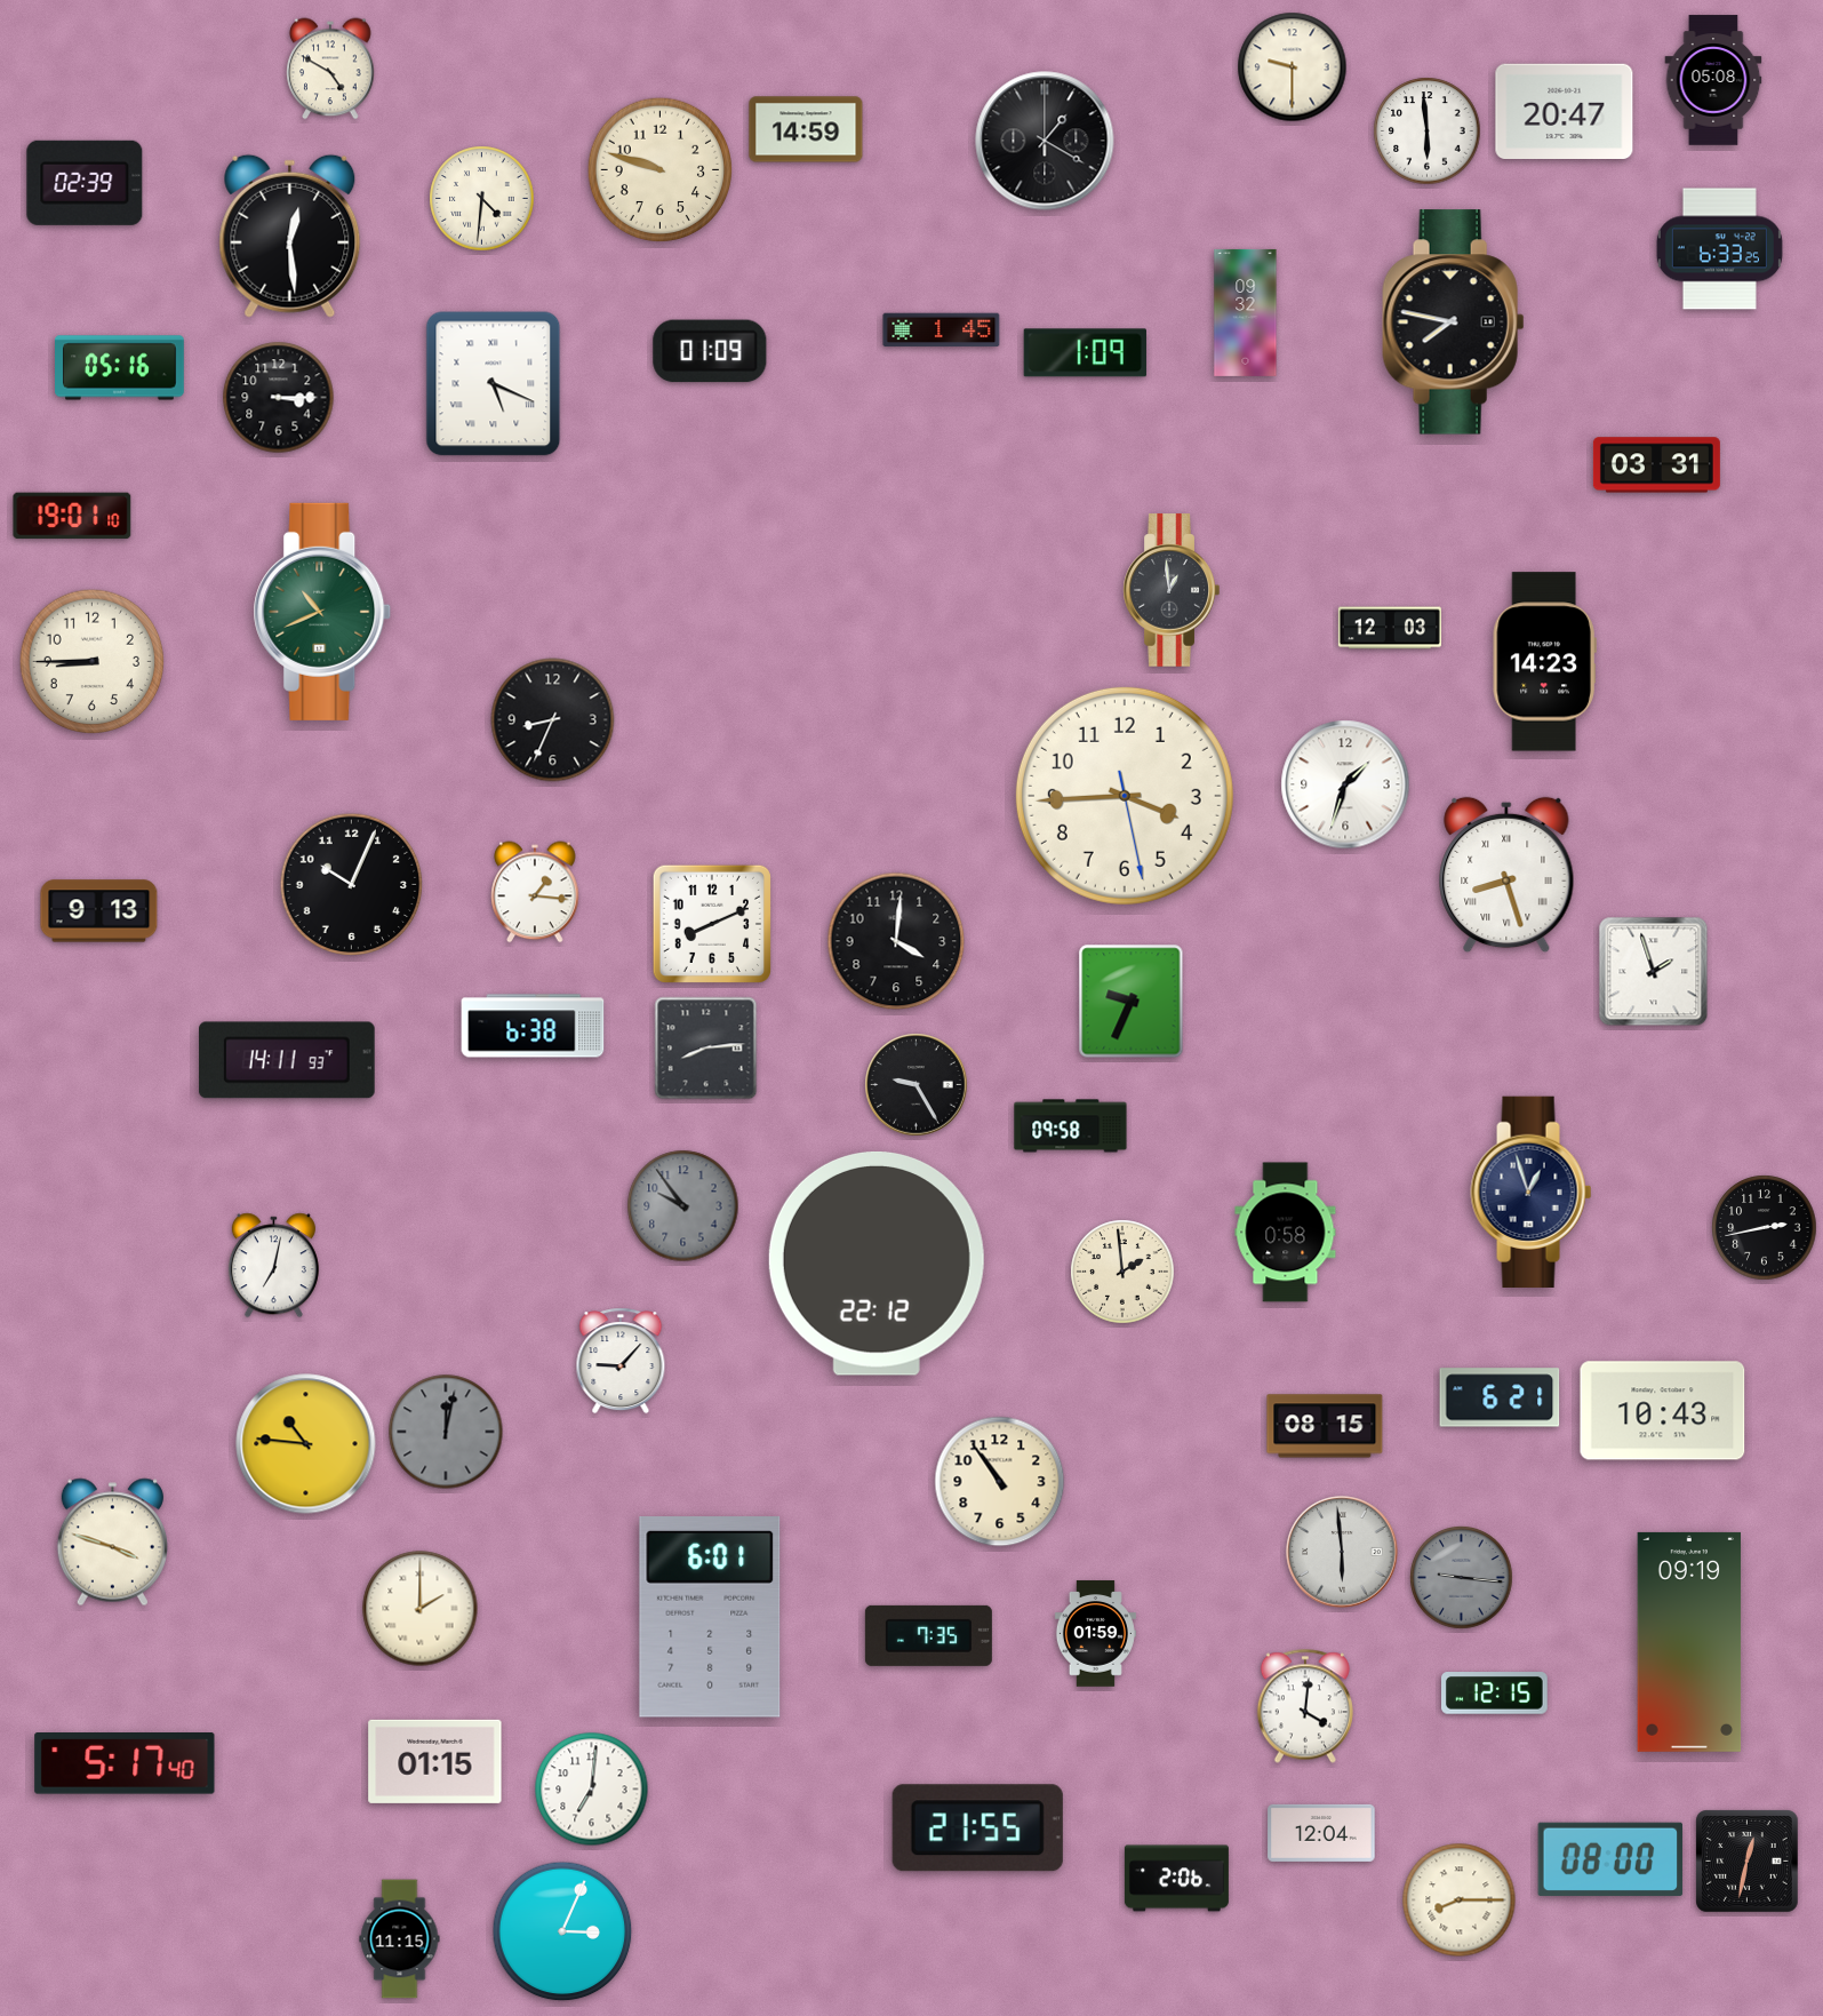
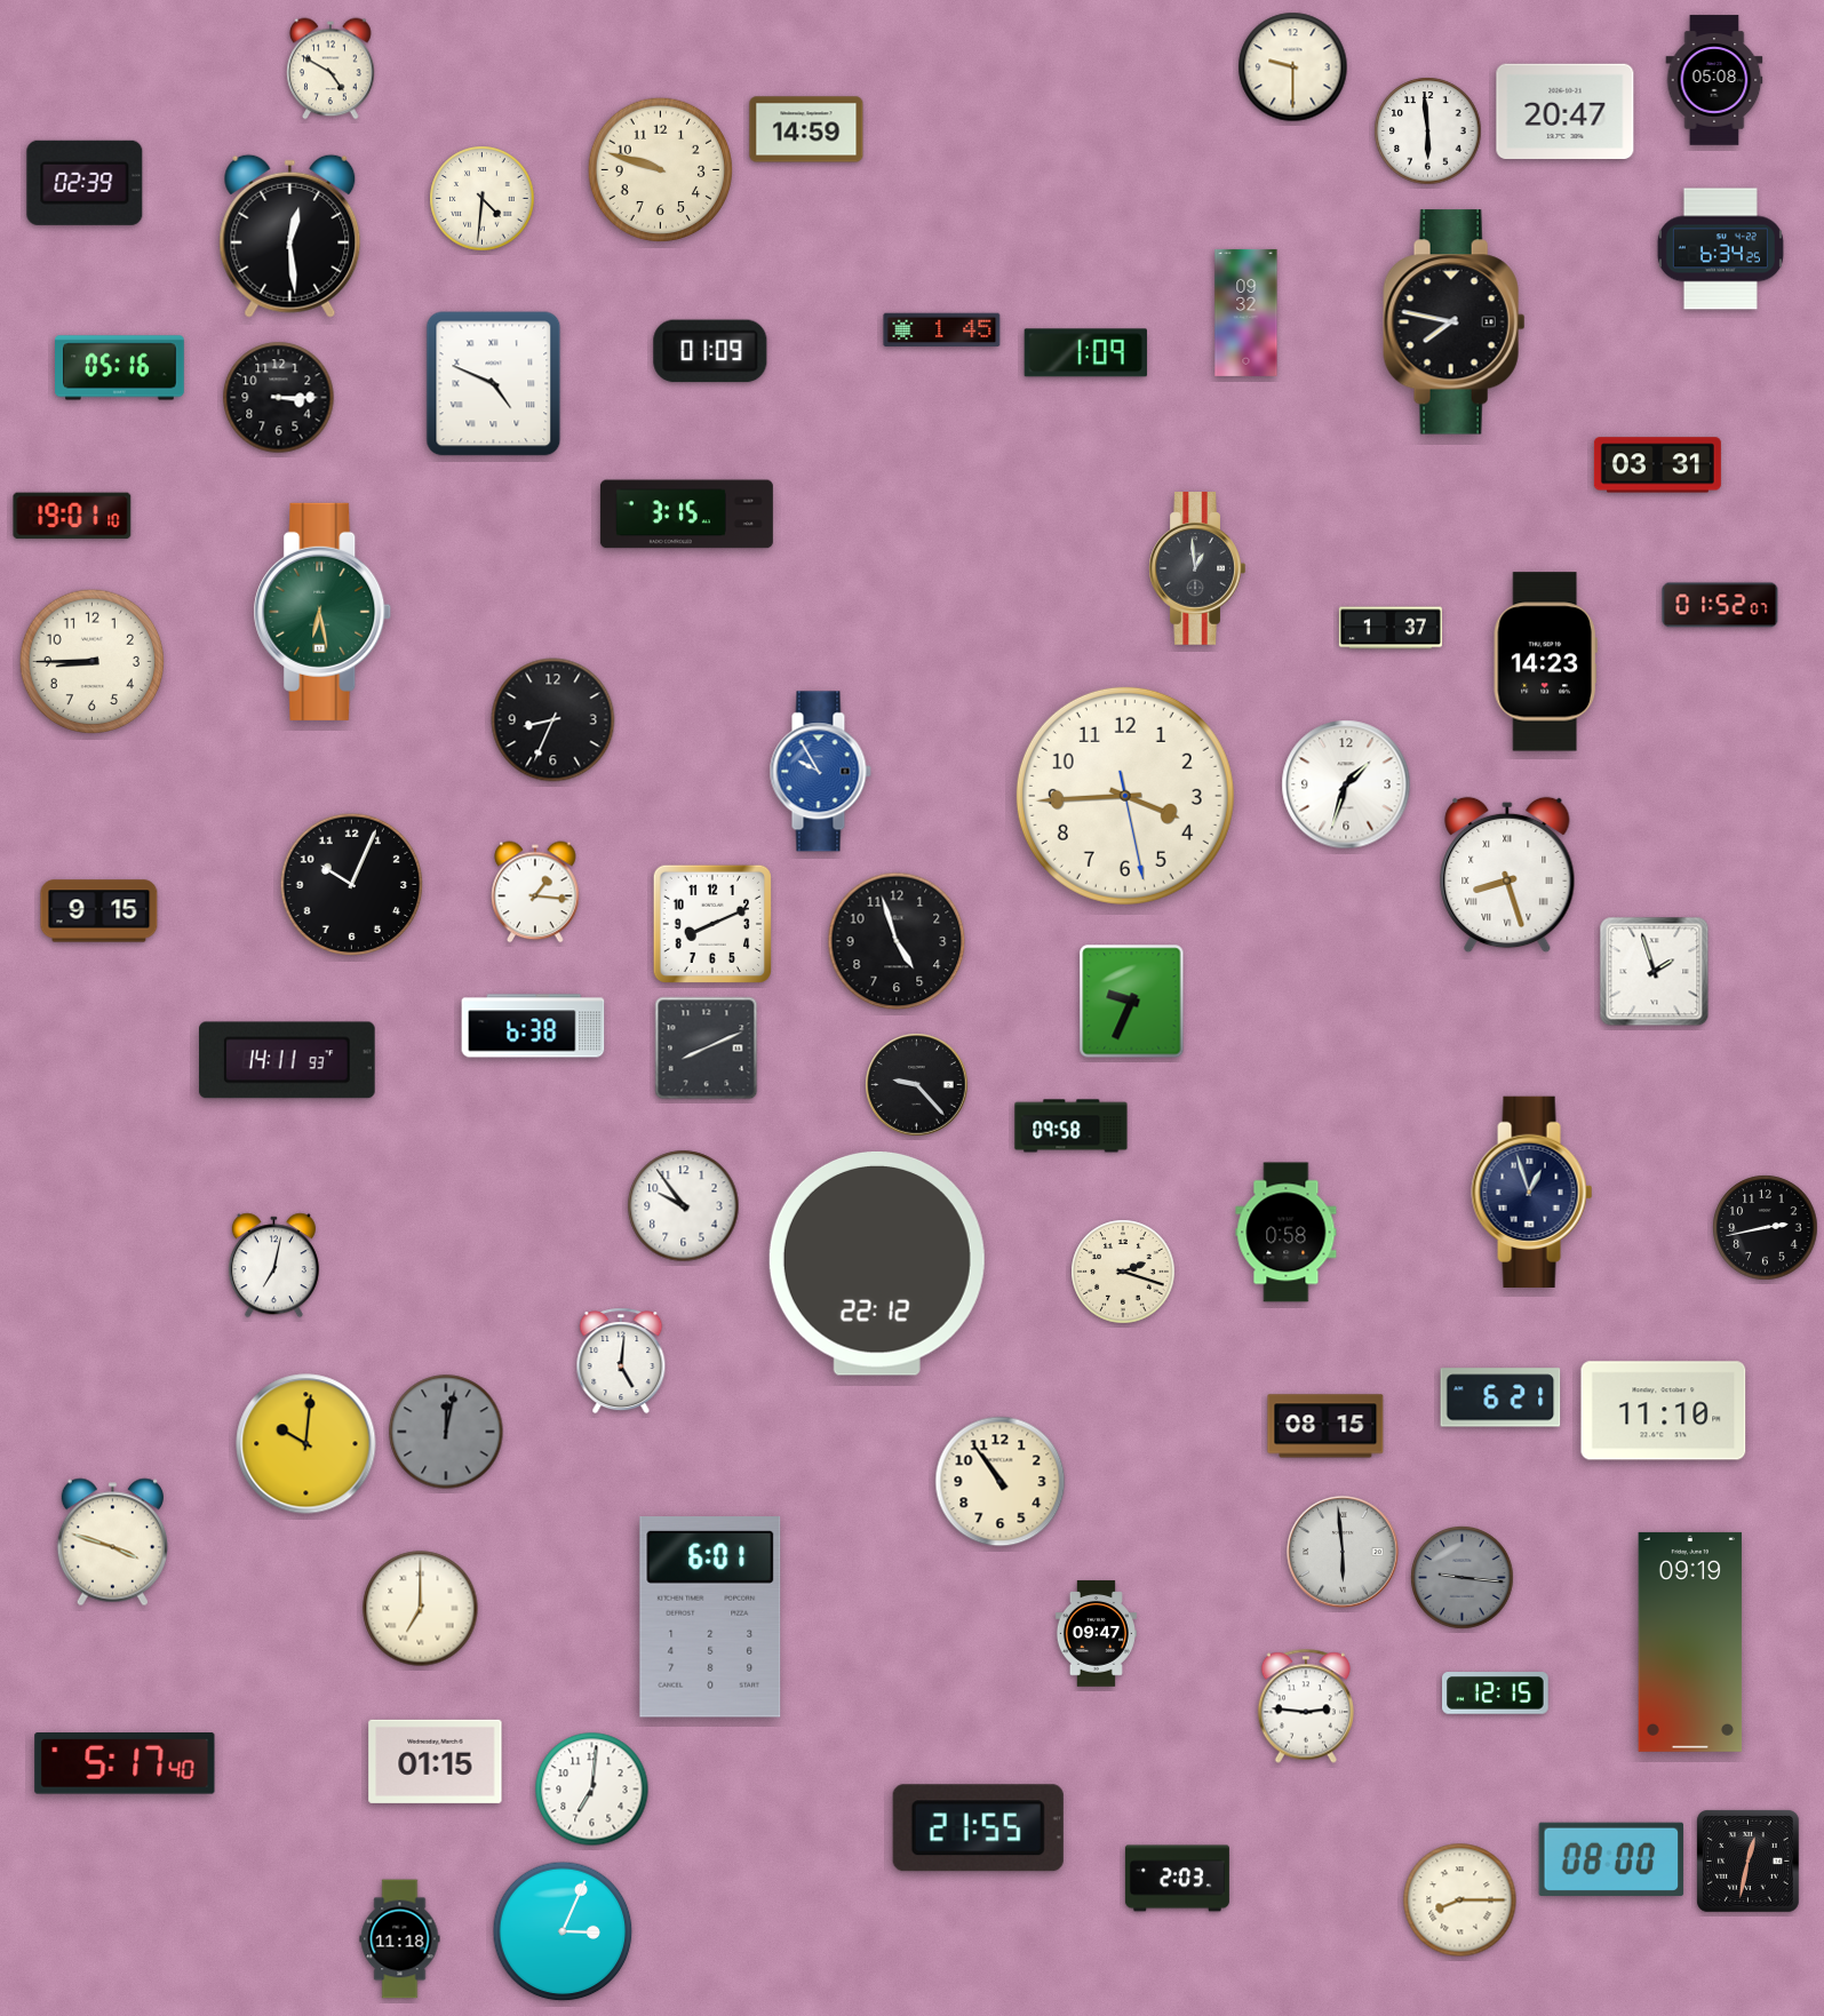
clock at (1045, 141): 1:20 -> none
clock at (1719, 249): 6:33 -> 6:34
clock at (494, 384): 5:19 -> 4:49
clock at (686, 515): none -> 3:15
clock at (1172, 590) position: (1172, 590) -> (1197, 568)
clock at (1720, 605): none -> 01:52
clock at (322, 612): 10:41 -> 6:28
clock at (1390, 628): 12:03 -> 1:37
clock at (820, 772): none -> 9:55
clock at (99, 911): 9:13 -> 9:15
clock at (896, 941): 4:01 -> 4:57
clock at (706, 1049): 8:14 -> 8:11
clock at (917, 1085): 9:25 -> 9:23
clock at (683, 1206) dial: grey -> white
clock at (1122, 1272): 1:59 -> 2:18
clock at (621, 1361): 9:07 -> 5:01
clock at (1663, 1411): 10:43 -> 11:10
clock at (306, 1444): 10:46 -> 10:01
clock at (421, 1609): 2:00 -> 7:00
clock at (1095, 1634): 01:59 -> 09:47
clock at (928, 1635): 7:35 -> none
clock at (1305, 1706): 4:01 -> 2:46
clock at (1321, 1833): 12:04 -> none
clock at (1176, 1879): 2:06 -> 2:03
clock at (400, 1939): 11:15 -> 11:18
